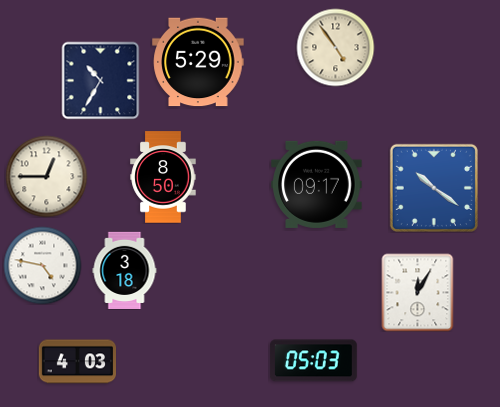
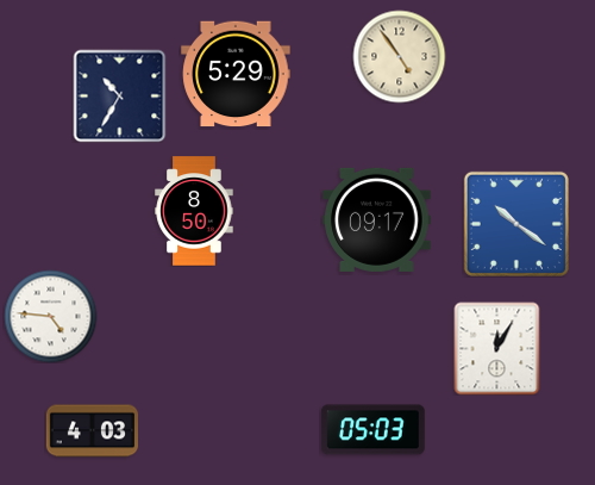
clock at (46, 176): 12:45 -> none
clock at (42, 265): 4:47 -> 4:46
clock at (125, 270): 3:18 -> none
